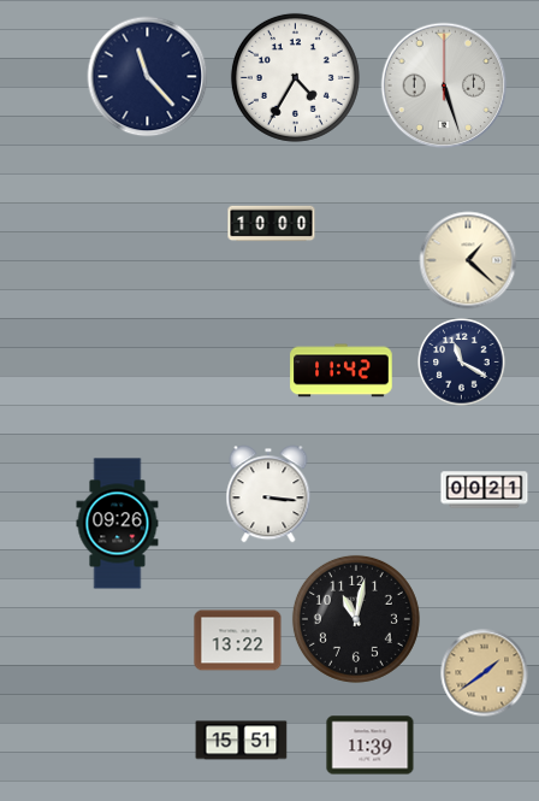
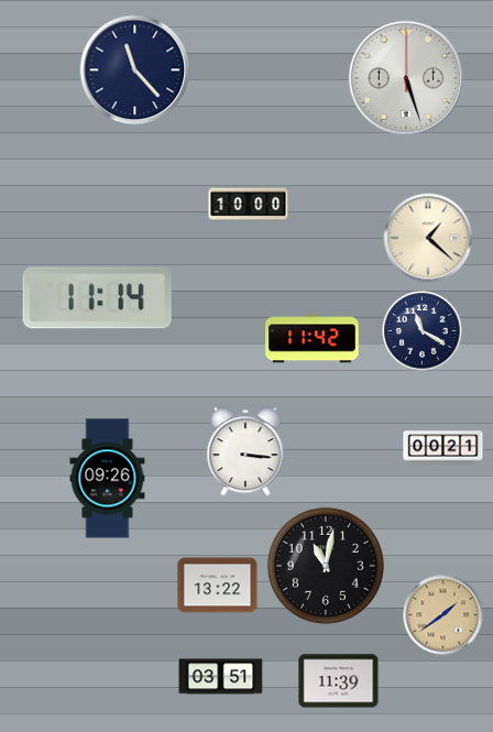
clock at (295, 77): 4:35 -> none
clock at (97, 298): none -> 11:14
clock at (242, 741): 15:51 -> 03:51
